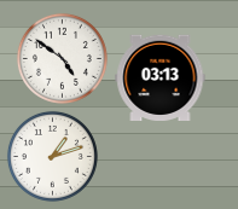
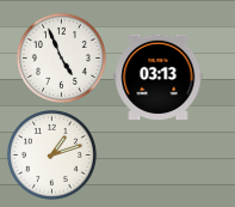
clock at (62, 58): 4:51 -> 4:56
